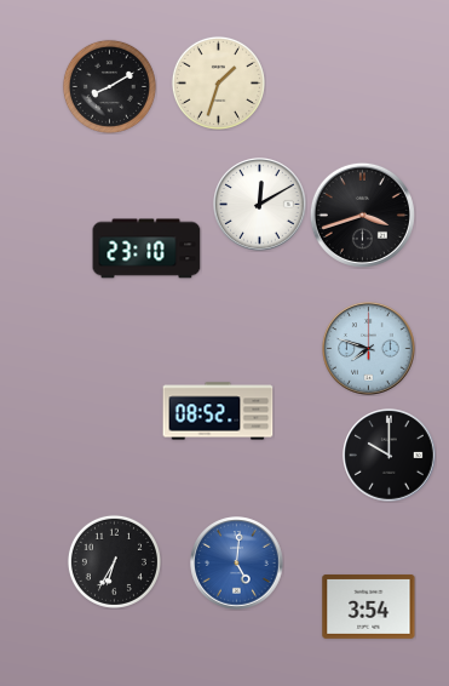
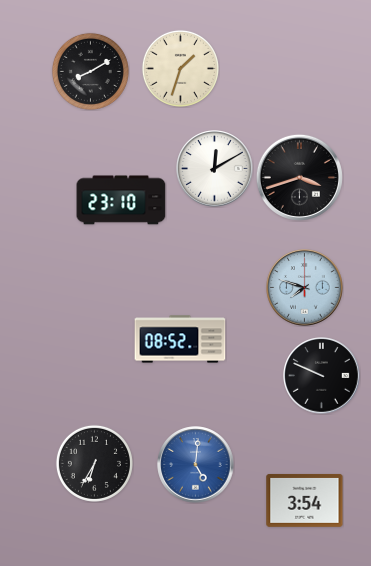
clock at (146, 248) position: (146, 248) -> (121, 200)
clock at (390, 456): 10:00 -> 9:49
